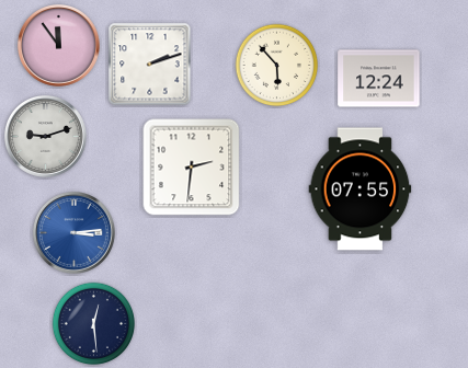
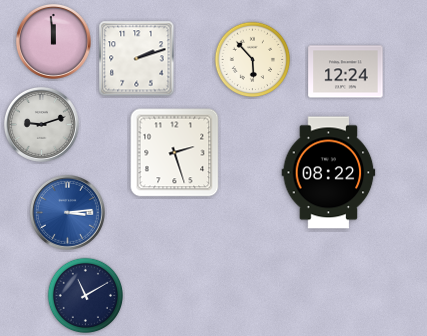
clock at (58, 45): 11:54 -> 11:59
clock at (192, 168): 2:31 -> 2:27
clock at (361, 189): 07:55 -> 08:22
clock at (94, 324): 12:29 -> 11:10
